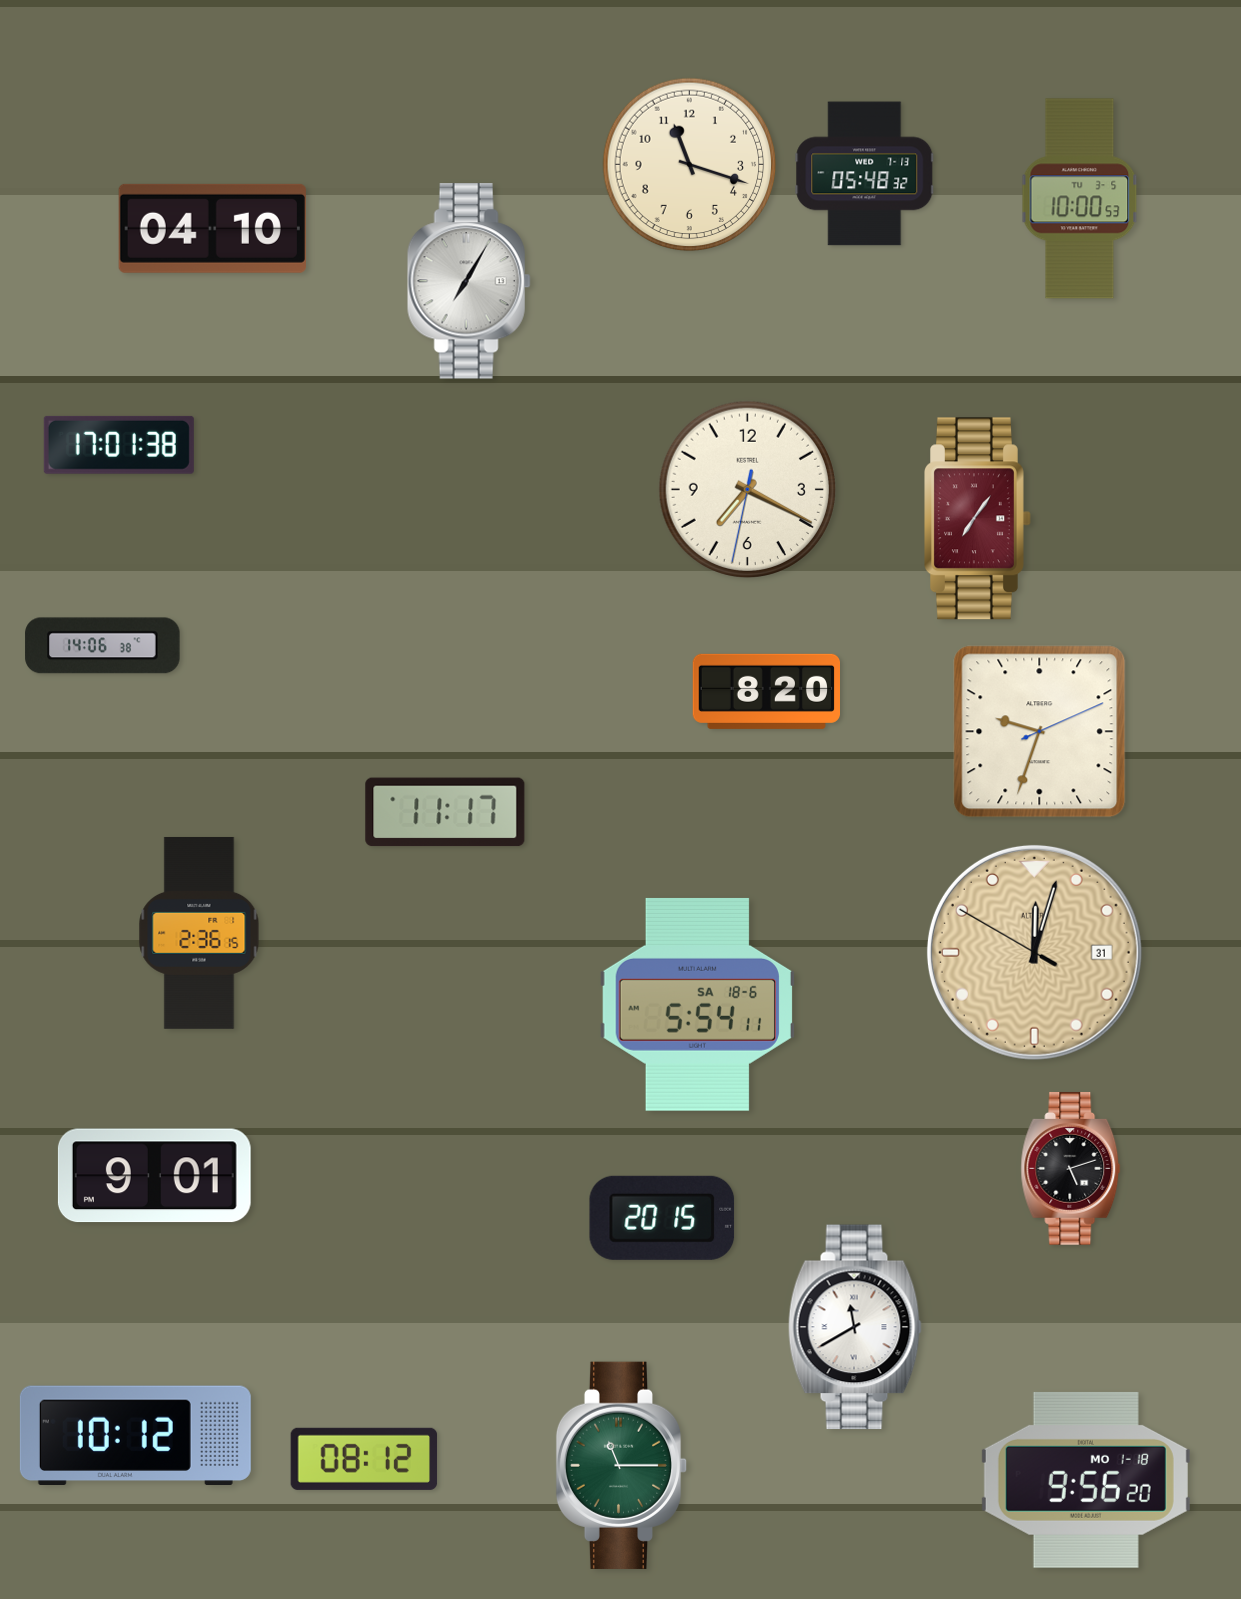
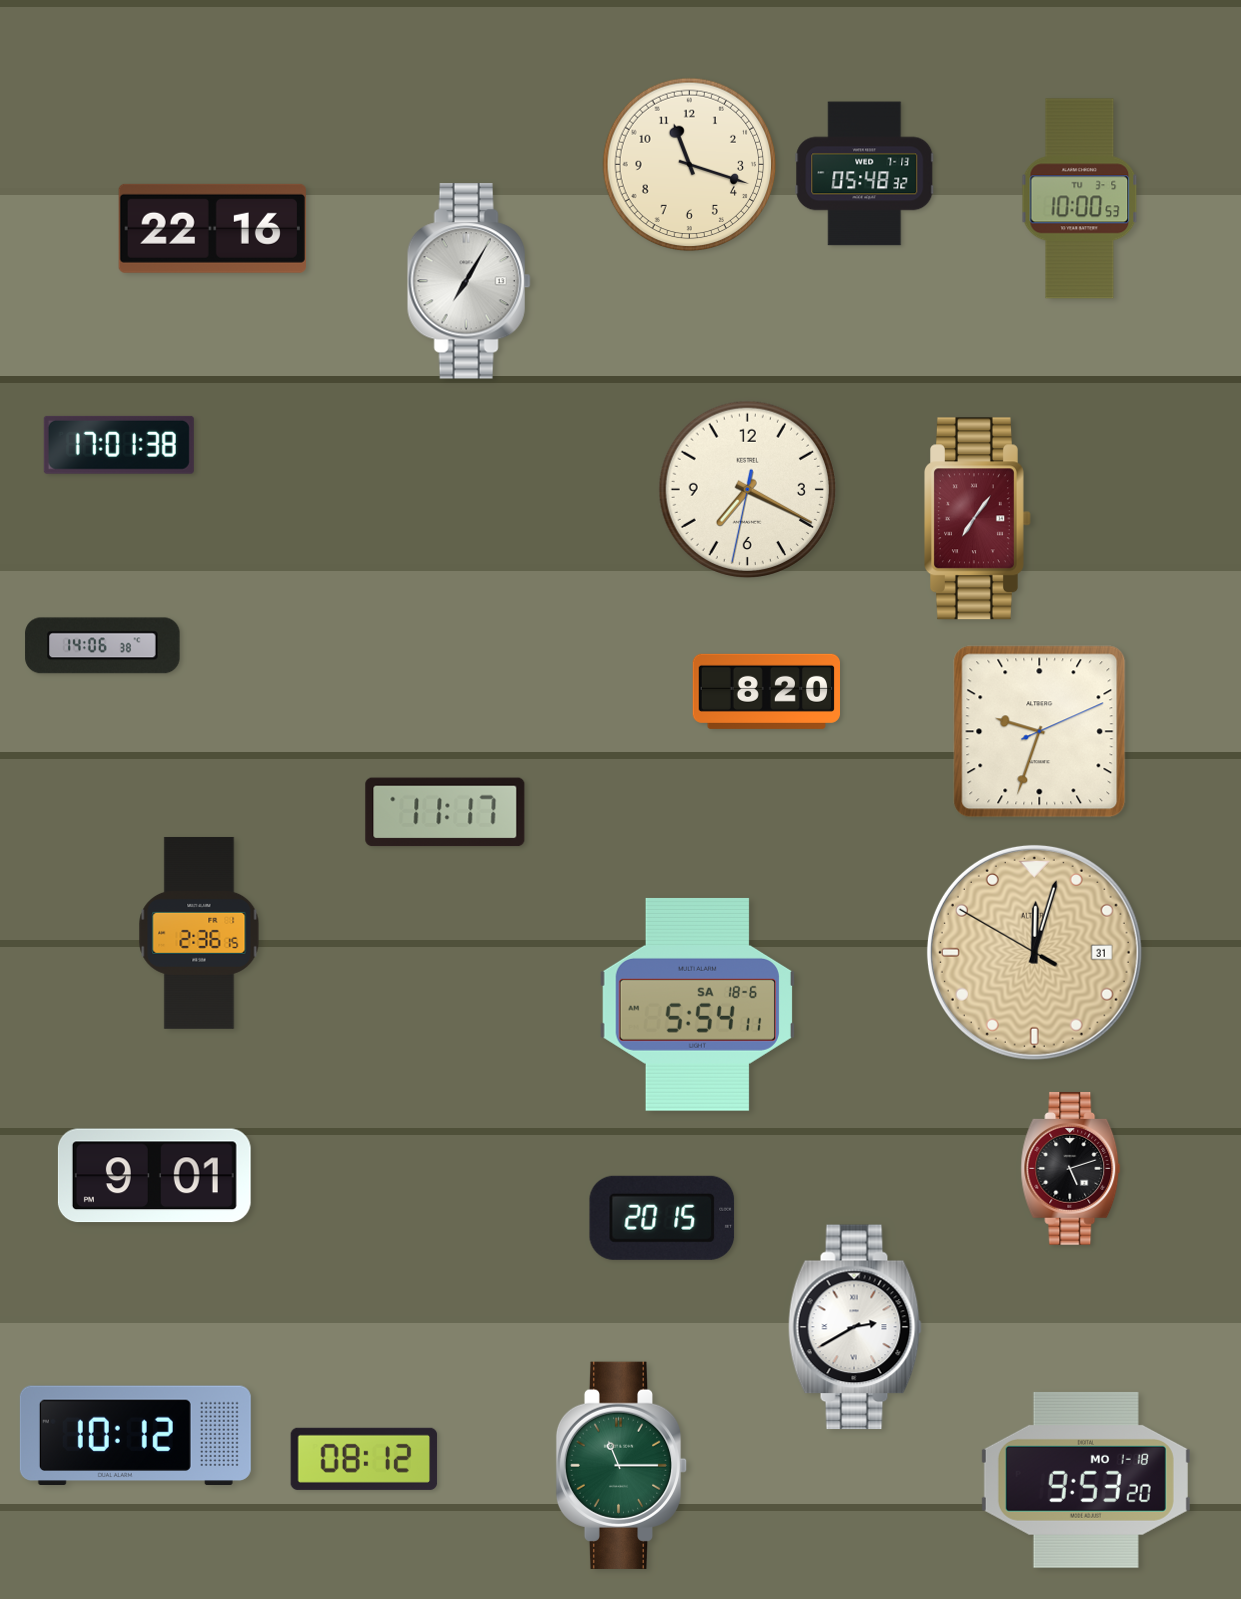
clock at (212, 228): 04:10 -> 22:16
clock at (855, 1327): 11:40 -> 2:40
clock at (1086, 1480): 9:56 -> 9:53
